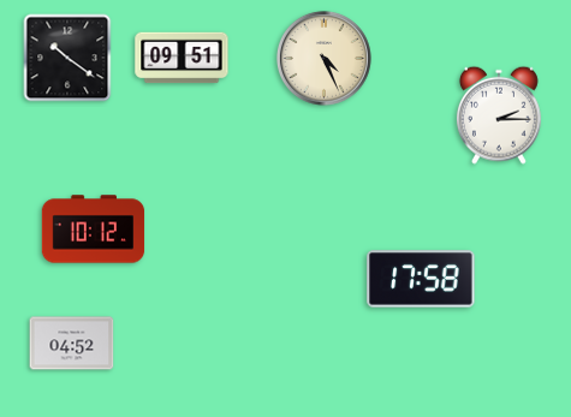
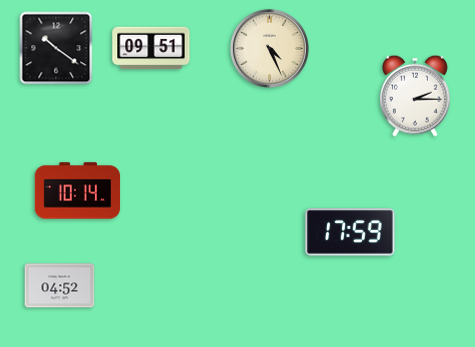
clock at (94, 230): 10:12 -> 10:14
clock at (421, 279): 17:58 -> 17:59
